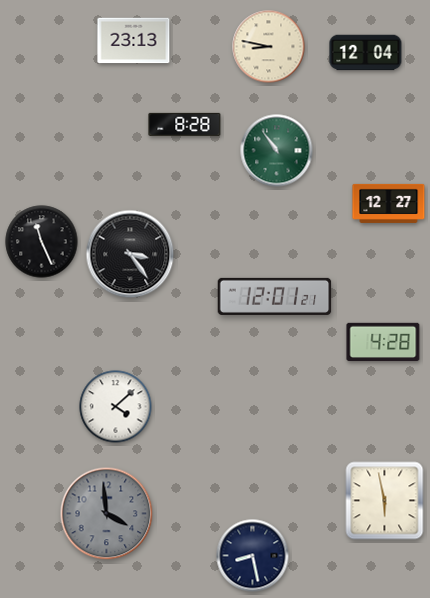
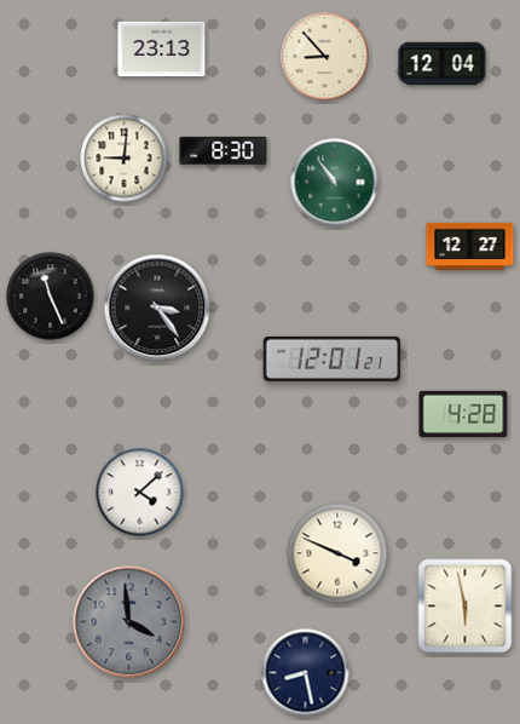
clock at (269, 47): 8:47 -> 8:53
clock at (185, 124): 8:28 -> 8:30
clock at (125, 159): none -> 9:01
clock at (42, 242) position: (42, 242) -> (51, 297)
clock at (337, 553): none -> 3:49
